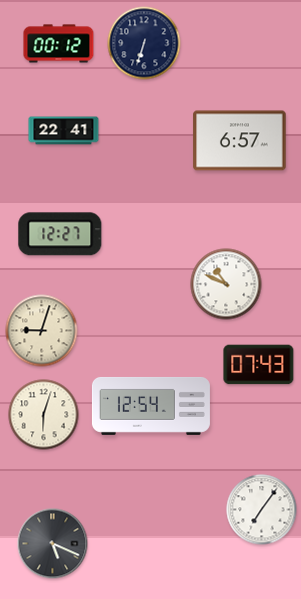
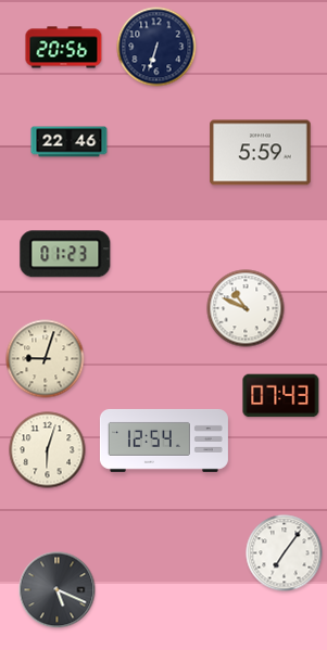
clock at (59, 44): 00:12 -> 20:56
clock at (64, 131): 22:41 -> 22:46
clock at (240, 141): 6:57 -> 5:59
clock at (60, 234): 12:27 -> 01:23
